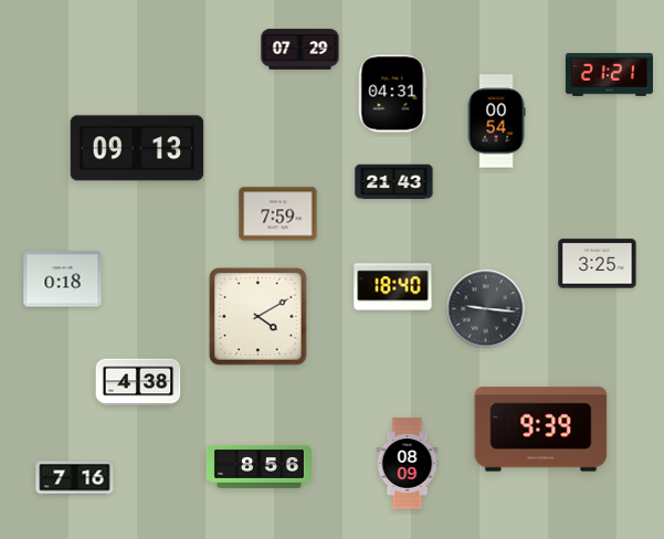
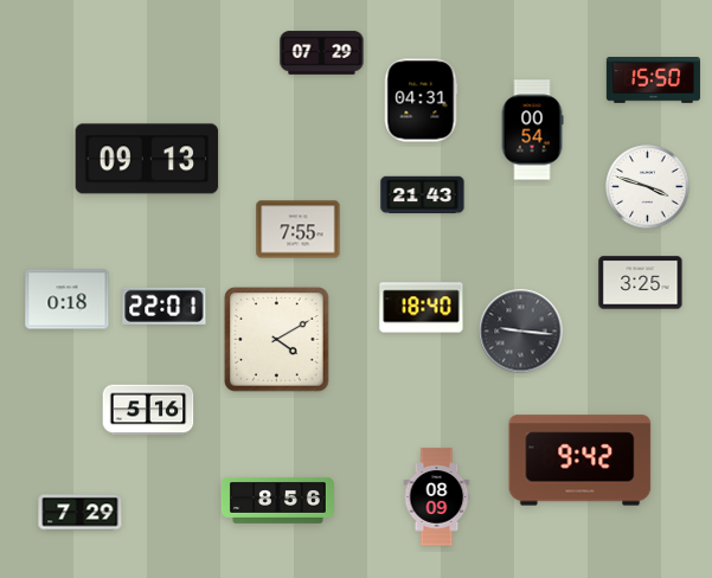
clock at (609, 75): 21:21 -> 15:50
clock at (648, 187): none -> 3:48
clock at (278, 214): 7:59 -> 7:55
clock at (165, 306): none -> 22:01
clock at (138, 382): 4:38 -> 5:16
clock at (541, 430): 9:39 -> 9:42
clock at (75, 478): 7:16 -> 7:29
